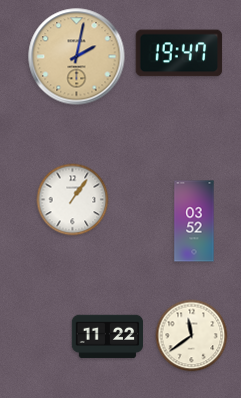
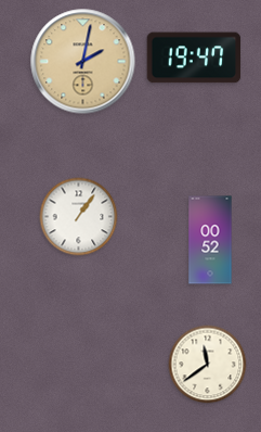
clock at (194, 221): 03:52 -> 00:52
clock at (108, 337): 11:22 -> none
